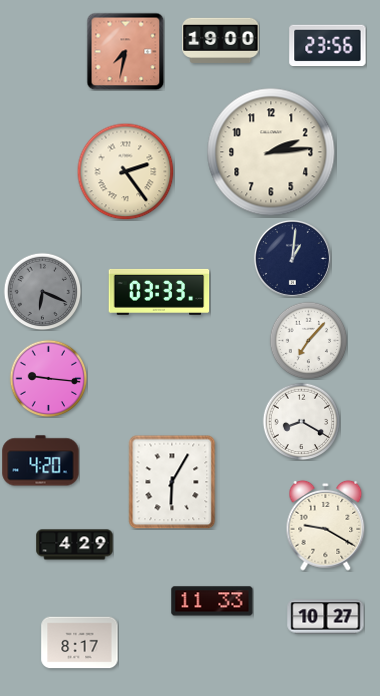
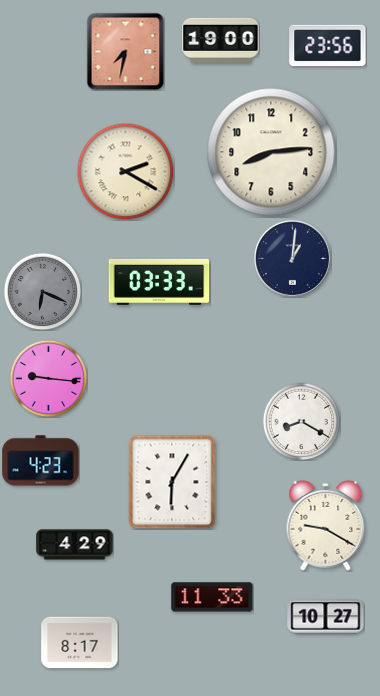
clock at (271, 152): 2:14 -> 8:14
clock at (125, 171): 2:24 -> 2:20
clock at (159, 292) position: (159, 292) -> (159, 282)
clock at (308, 340): 7:07 -> none
clock at (41, 461): 4:20 -> 4:23
clock at (212, 601) position: (212, 601) -> (212, 597)
